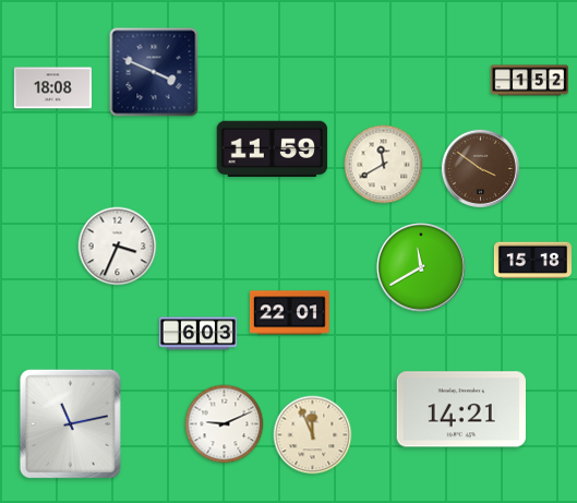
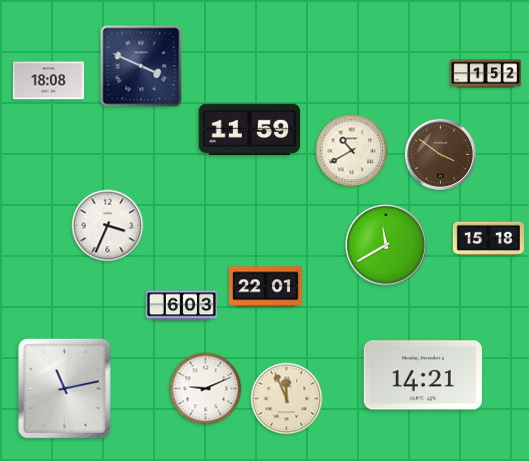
clock at (273, 148) position: (273, 148) -> (250, 129)
clock at (384, 165): 11:40 -> 10:40
